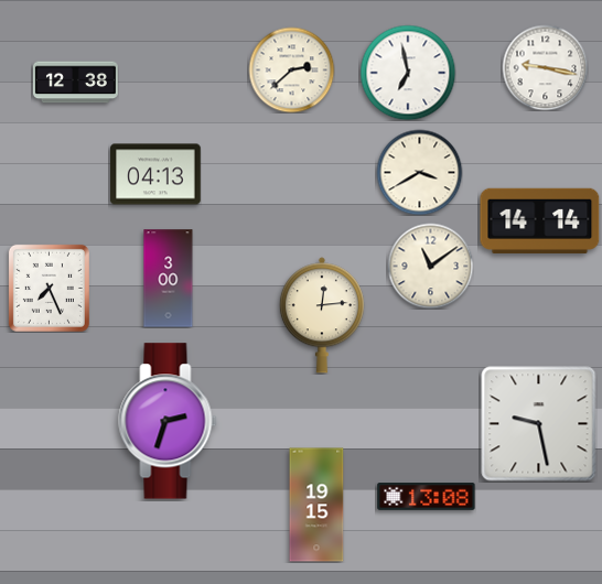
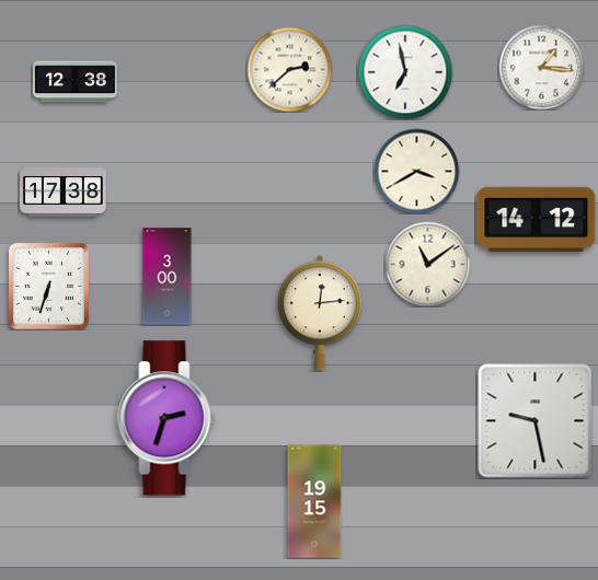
clock at (545, 67): 9:17 -> 1:16
clock at (155, 174): 04:13 -> none
clock at (64, 193): none -> 17:38
clock at (540, 220): 14:14 -> 14:12
clock at (49, 288): 7:26 -> 6:33
clock at (427, 497): 13:08 -> none
